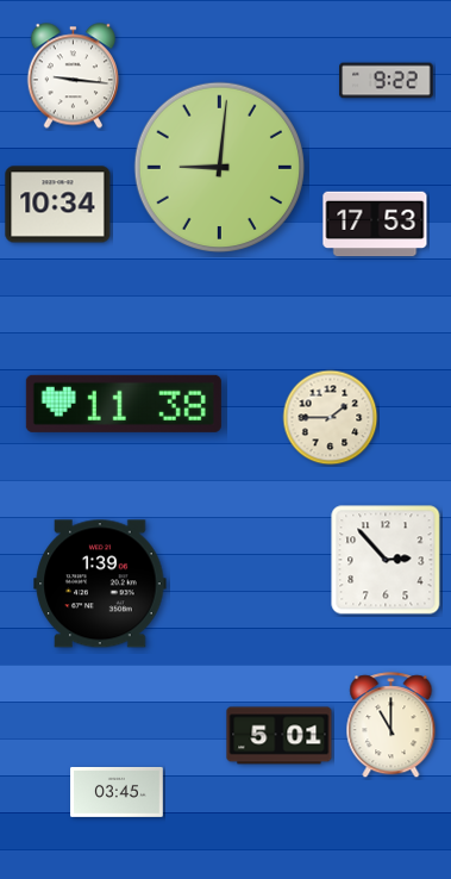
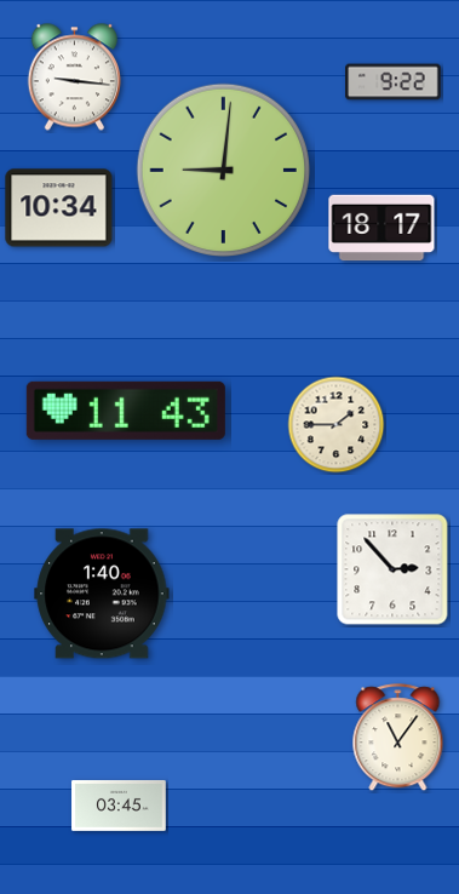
clock at (375, 224): 17:53 -> 18:17
clock at (124, 404): 11:38 -> 11:43
clock at (100, 584): 1:39 -> 1:40
clock at (392, 725): 11:00 -> 11:06
clock at (280, 736): 5:01 -> none
